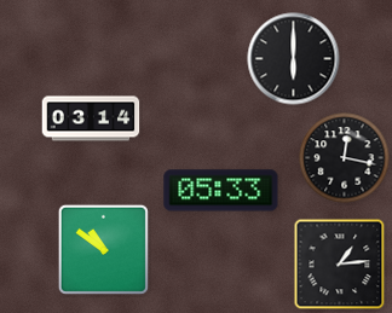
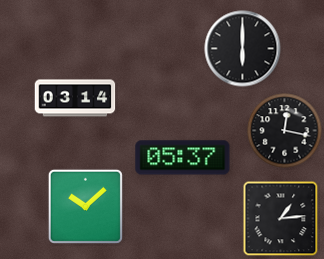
clock at (221, 191): 05:33 -> 05:37
clock at (103, 249): 10:51 -> 10:08
